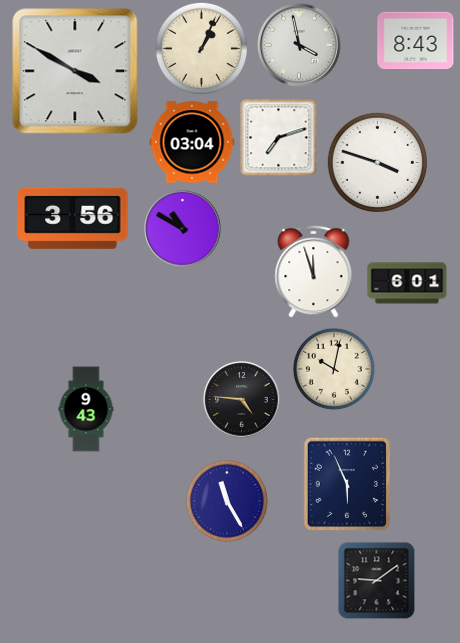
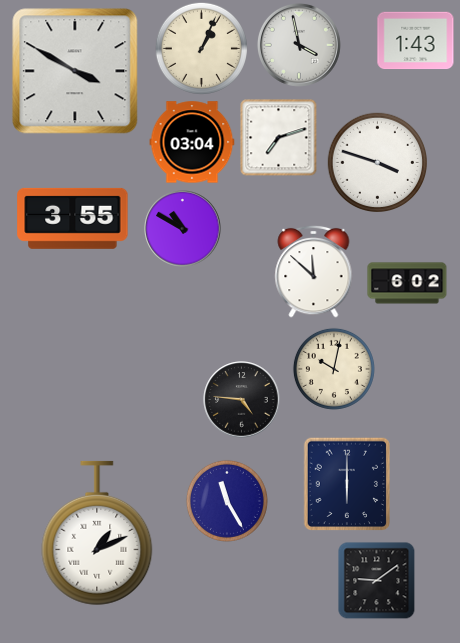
clock at (416, 41): 8:43 -> 1:43
clock at (73, 218): 3:56 -> 3:55
clock at (314, 271): 11:57 -> 11:52
clock at (407, 283): 6:01 -> 6:02
clock at (86, 409): 9:43 -> none
clock at (346, 483): 5:56 -> 6:00
clock at (97, 533): none -> 1:11
